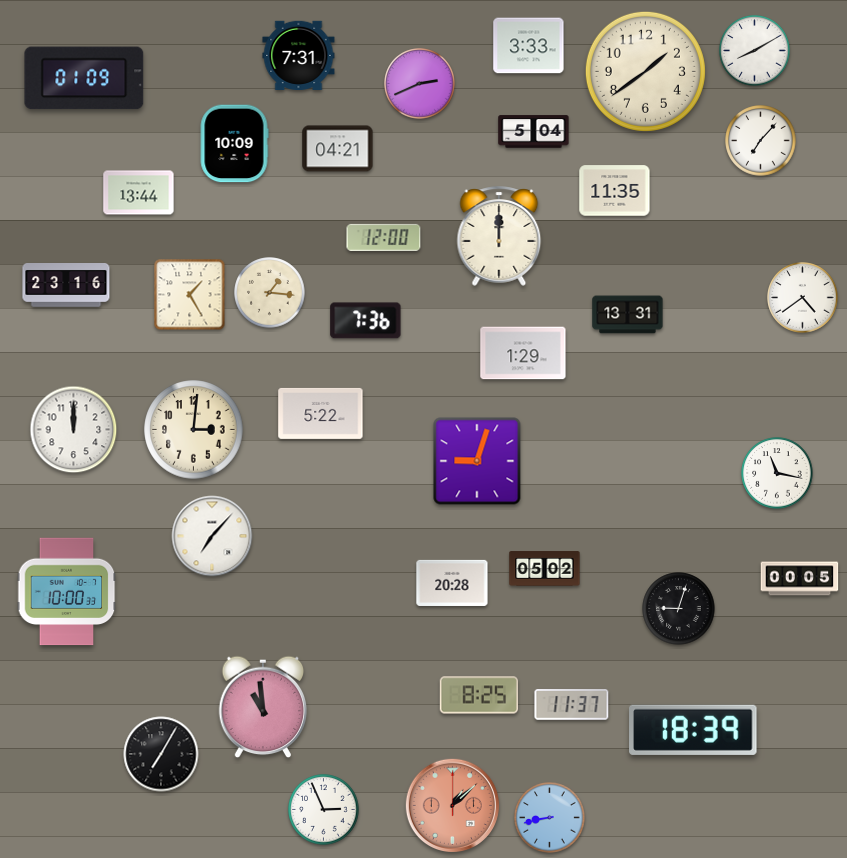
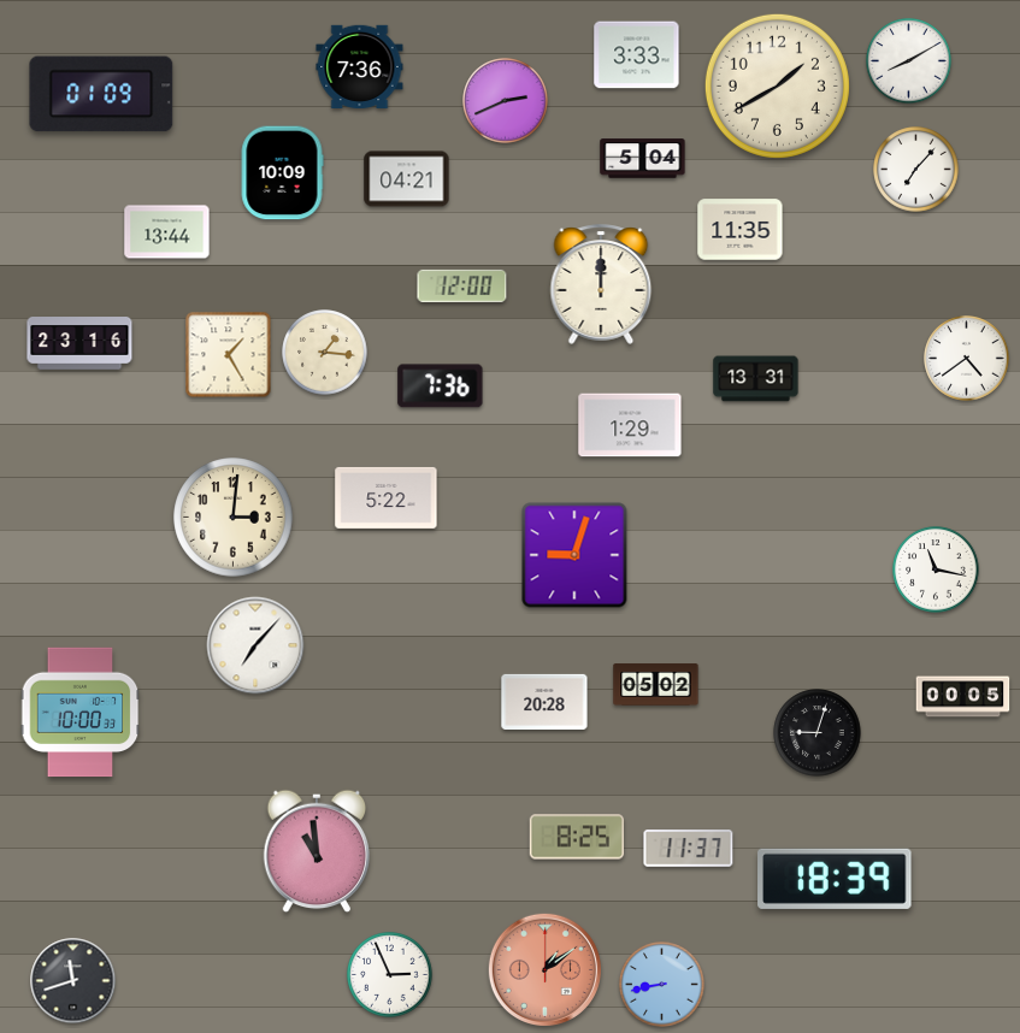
clock at (299, 55): 7:31 -> 7:36
clock at (645, 71): 1:39 -> 1:40
clock at (74, 430): 12:00 -> none
clock at (161, 754): 7:05 -> none
clock at (452, 805): 1:08 -> 1:09
clock at (73, 981): none -> 11:42
